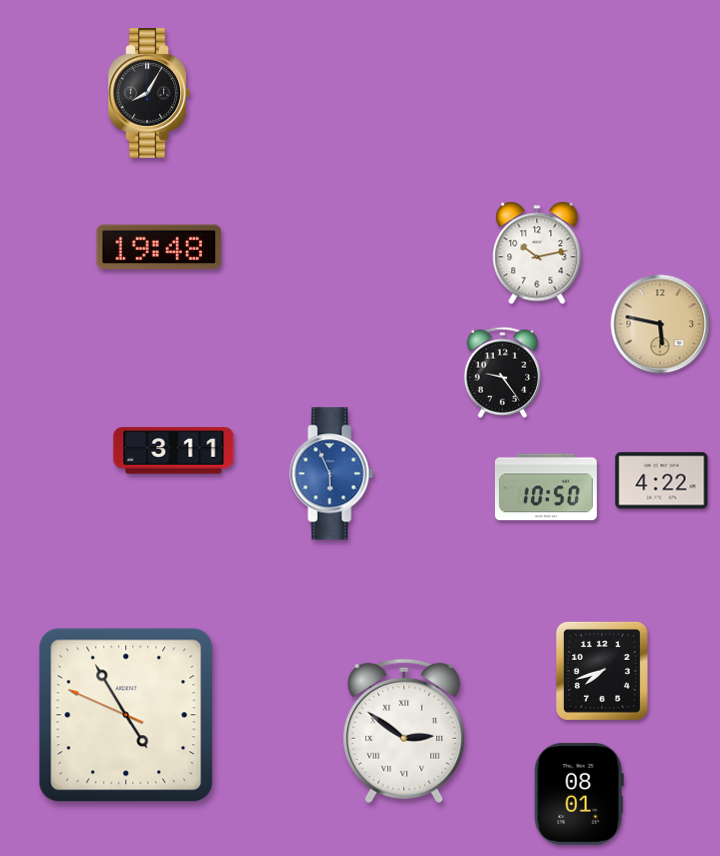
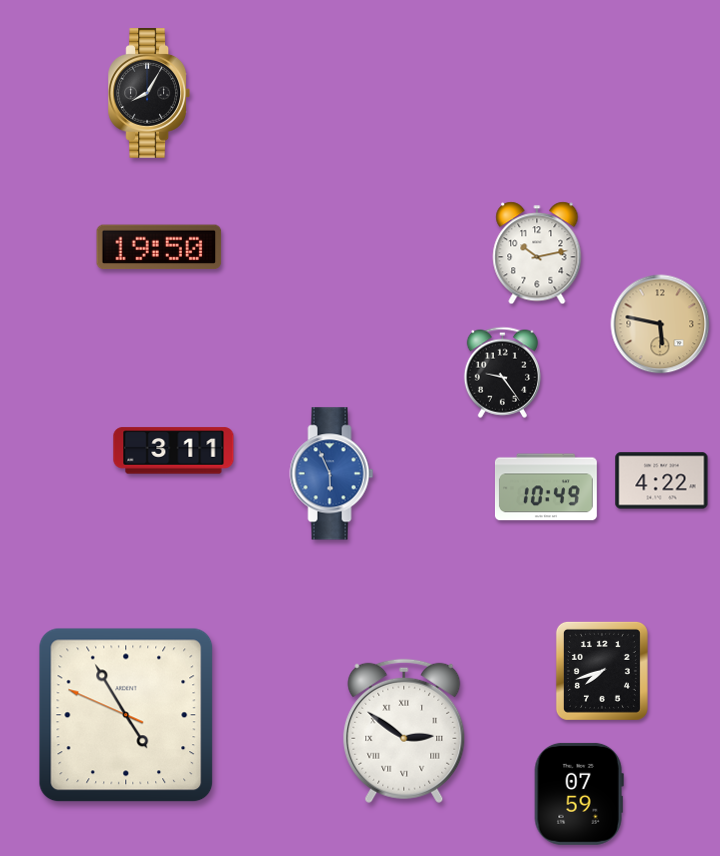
clock at (159, 247): 19:48 -> 19:50
clock at (546, 487): 10:50 -> 10:49
clock at (579, 794): 08:01 -> 07:59
